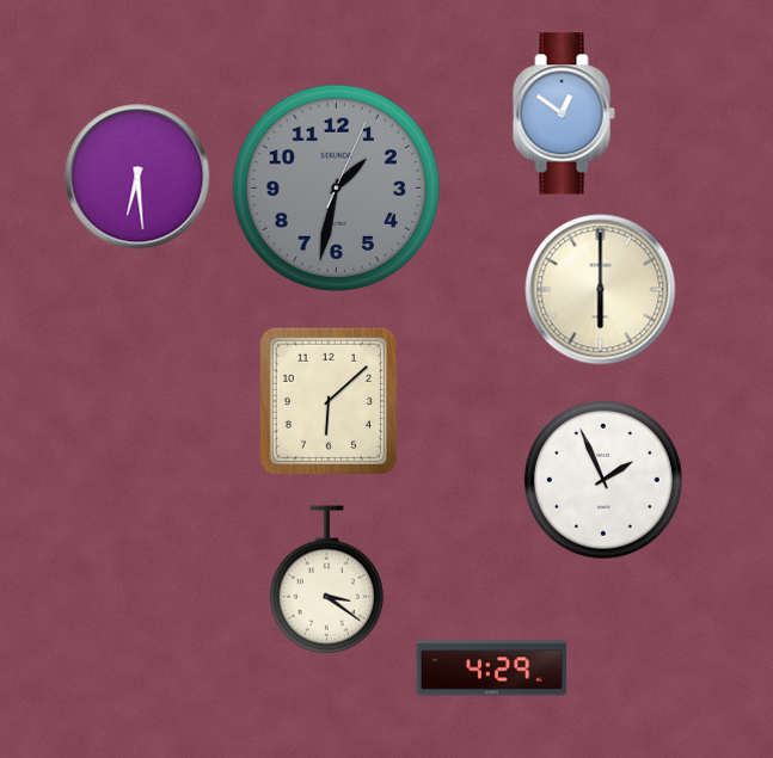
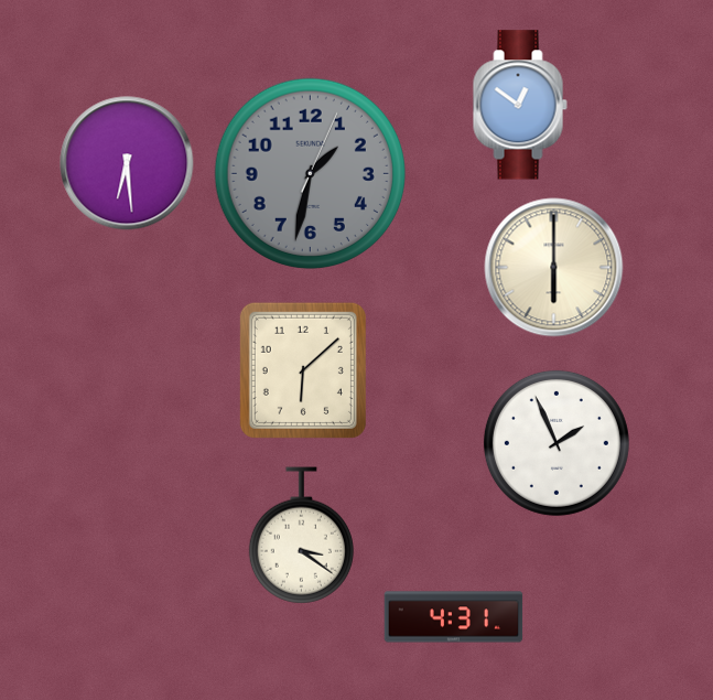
clock at (492, 668): 4:29 -> 4:31
